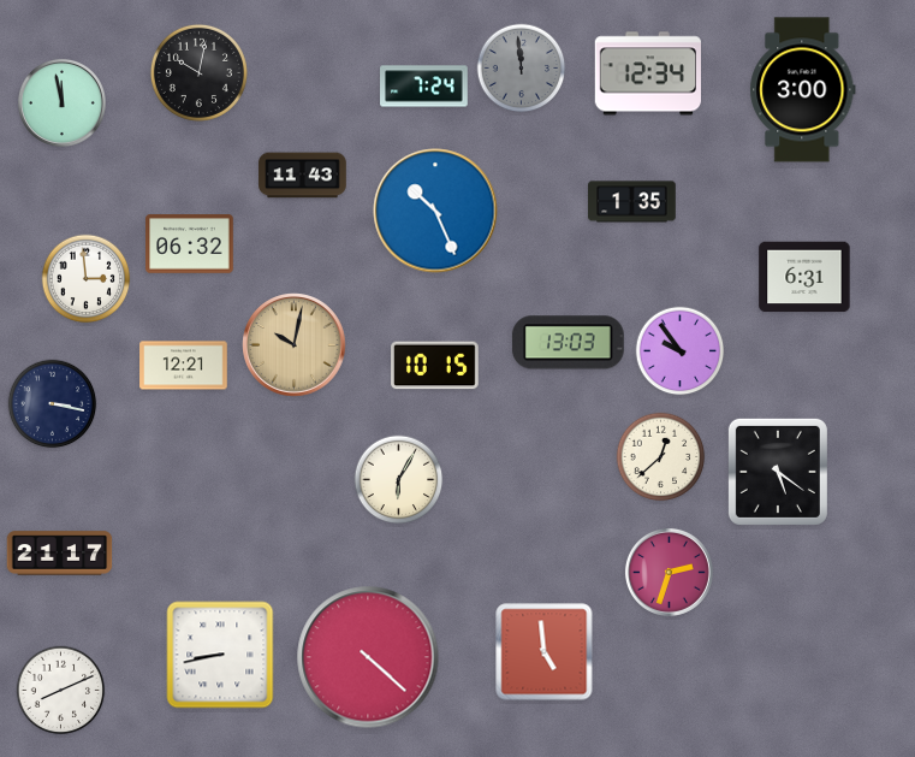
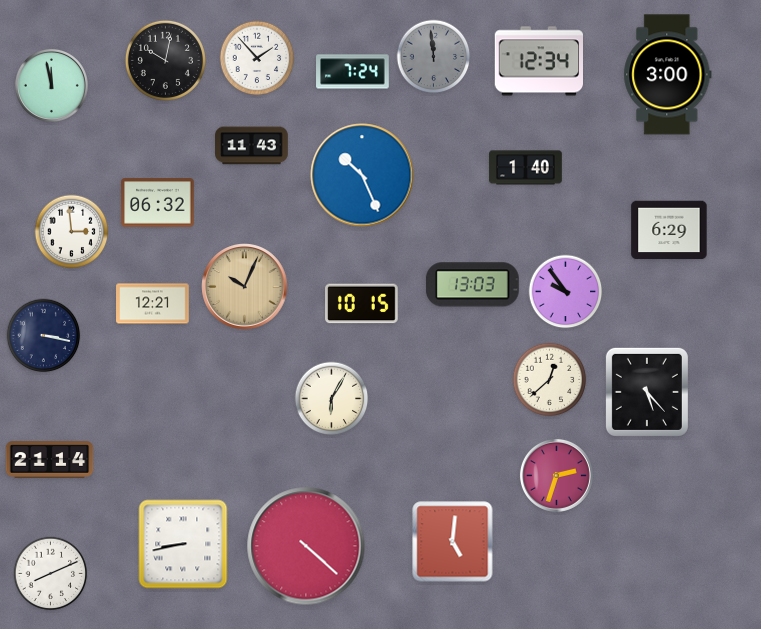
clock at (257, 58): none -> 1:53
clock at (632, 202): 1:35 -> 1:40
clock at (804, 277): 6:31 -> 6:29
clock at (295, 345): 10:02 -> 10:04
clock at (778, 472): 5:21 -> 5:23
clock at (60, 554): 21:17 -> 21:14
clock at (545, 652): 4:59 -> 5:01
